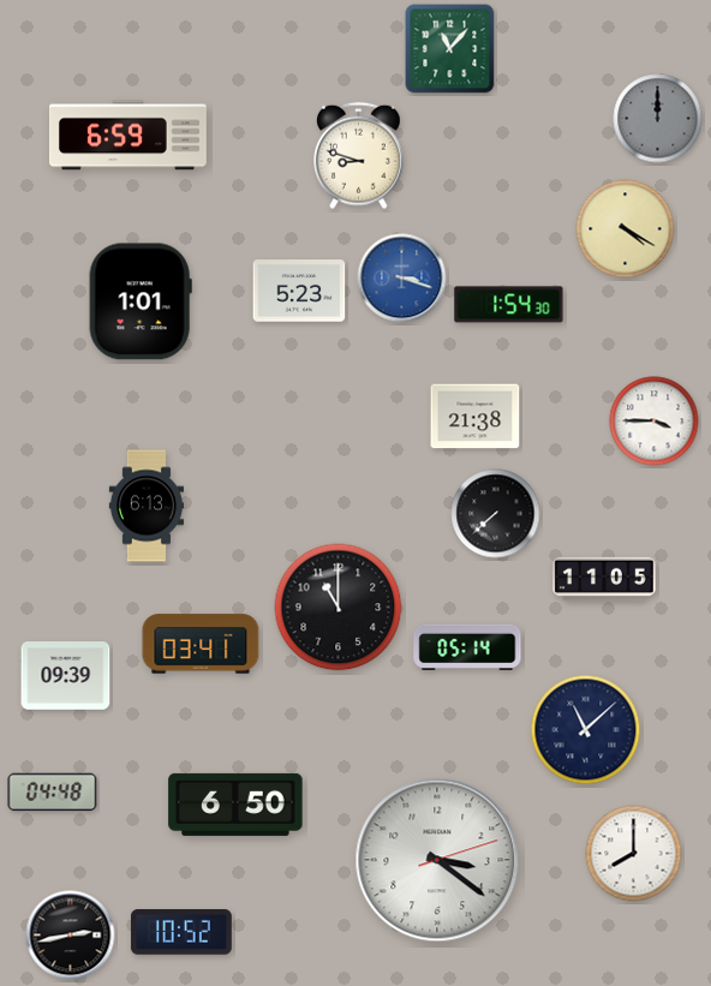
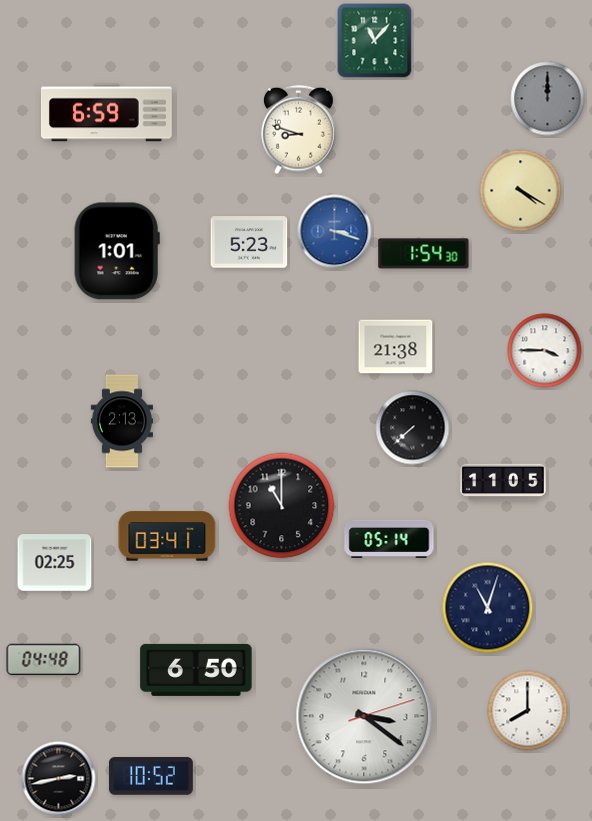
clock at (147, 506): 6:13 -> 2:13
clock at (66, 676): 09:39 -> 02:25
clock at (586, 730): 11:08 -> 11:03
